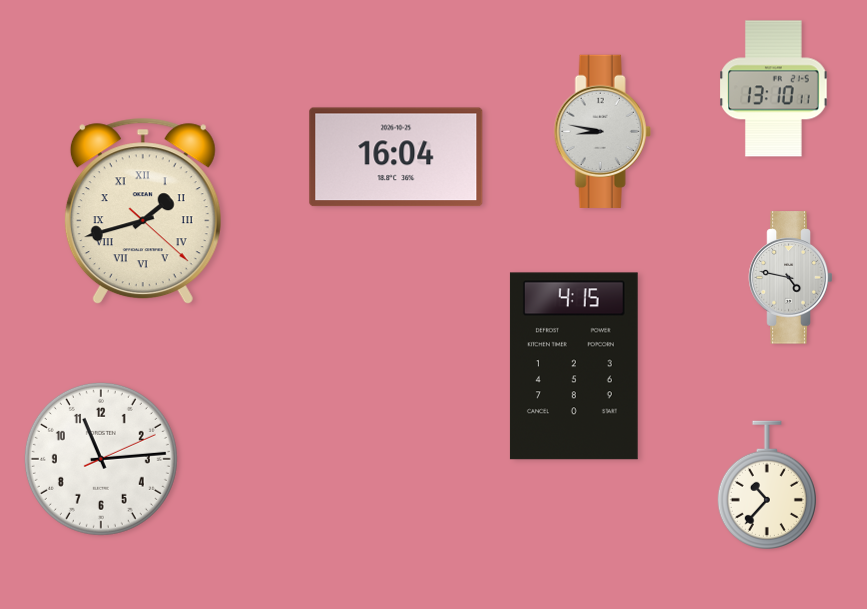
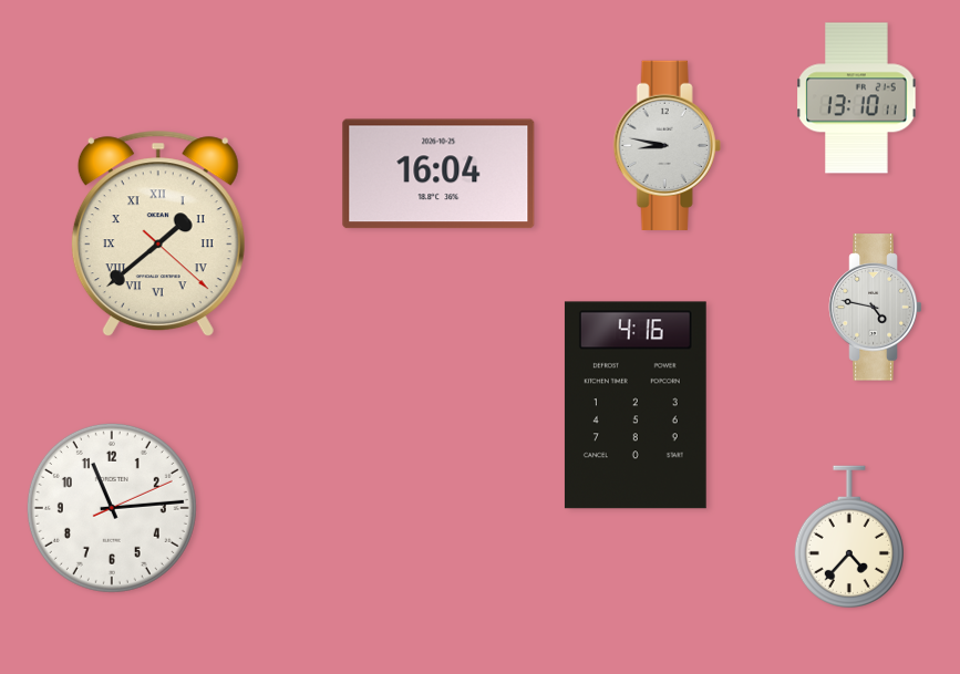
clock at (143, 211): 1:42 -> 1:38
clock at (574, 366): 4:15 -> 4:16
clock at (767, 485): 10:37 -> 4:37
